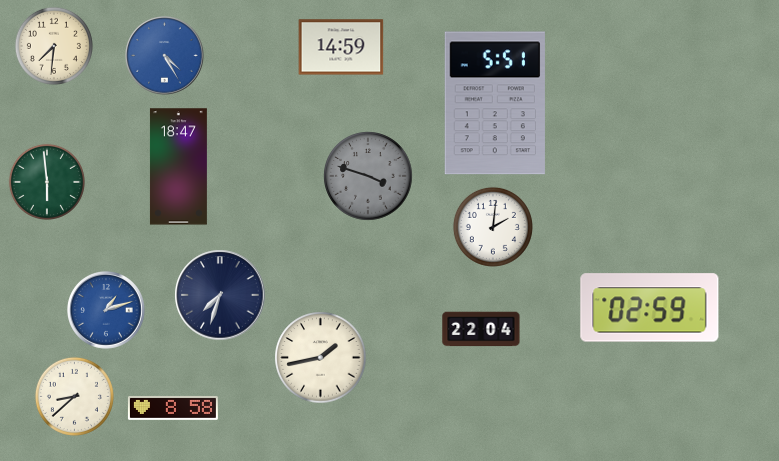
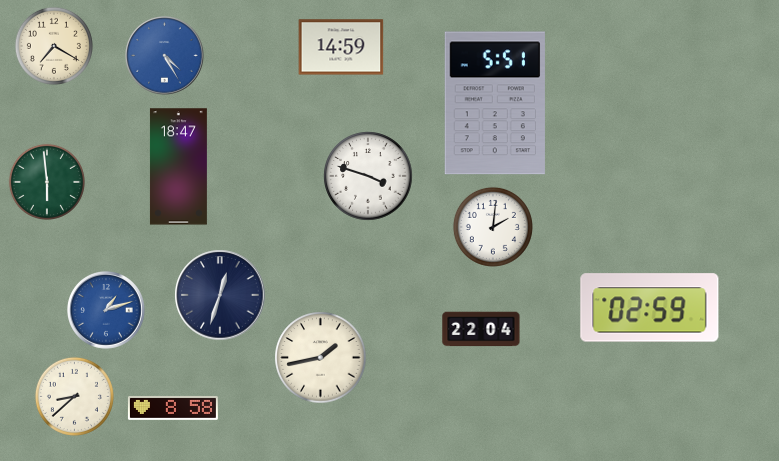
clock at (54, 46): 7:31 -> 7:20
clock at (368, 176) dial: grey -> white
clock at (220, 295): 7:33 -> 12:33
